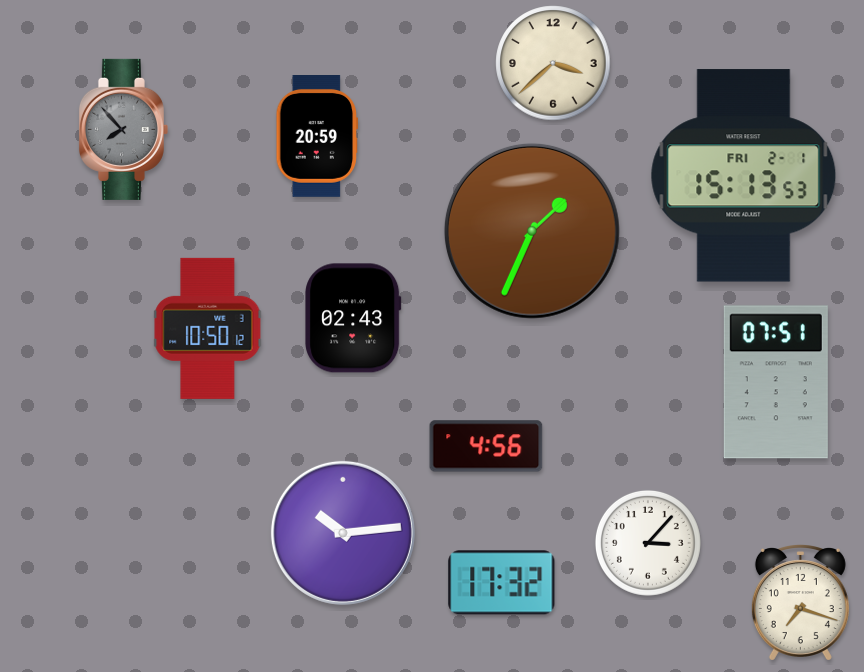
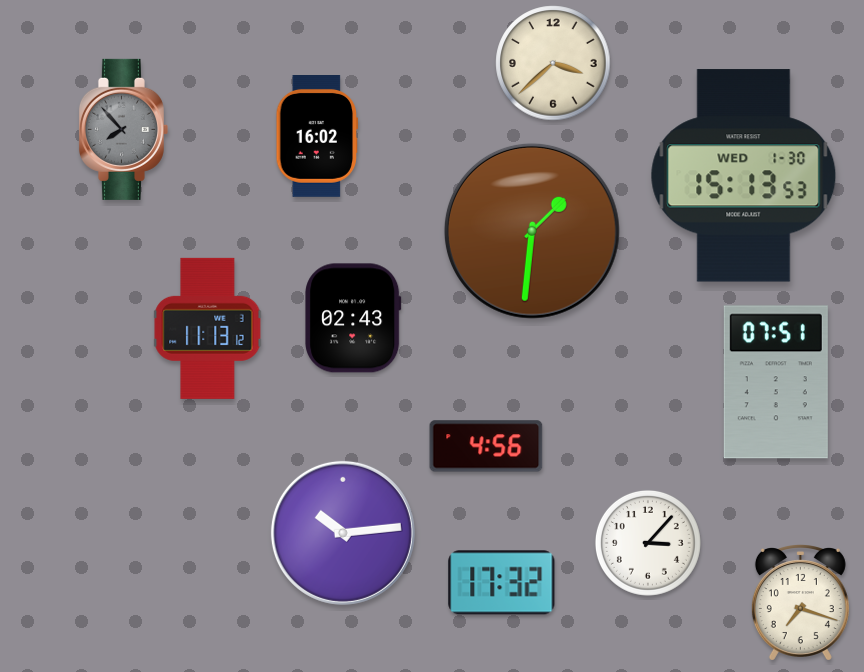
clock at (317, 137): 20:59 -> 16:02
clock at (744, 176) date: FRI 2-1 -> WED 1-30
clock at (532, 231): 1:34 -> 1:31
clock at (208, 328): 10:50 -> 11:13
